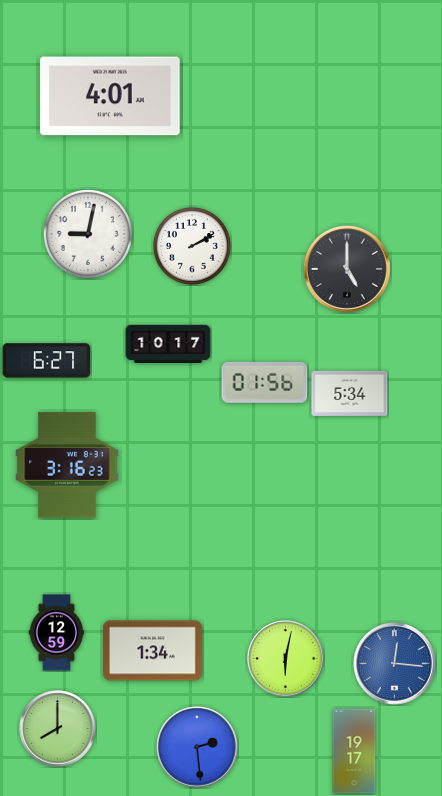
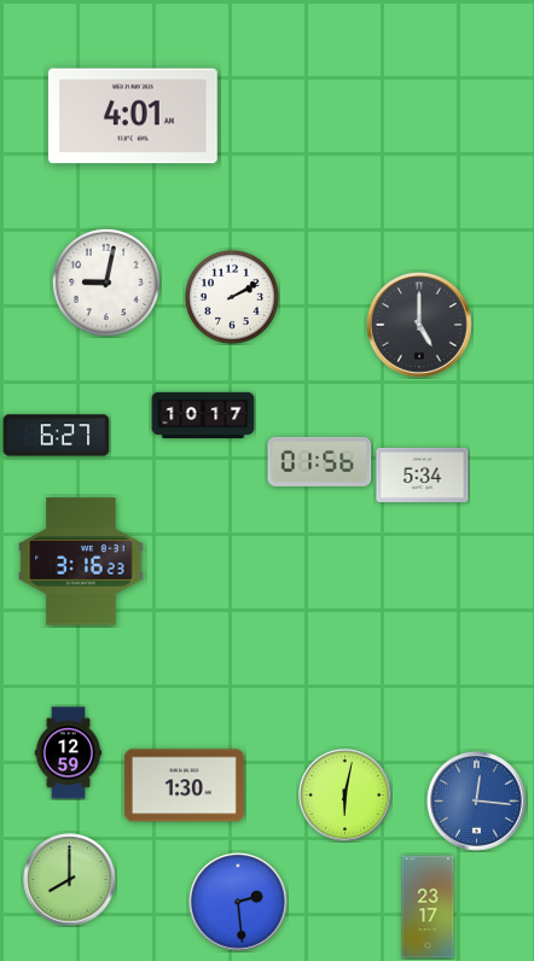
clock at (57, 633) position: (57, 633) -> (69, 753)
clock at (152, 651): 1:34 -> 1:30
clock at (354, 751): 19:17 -> 23:17
